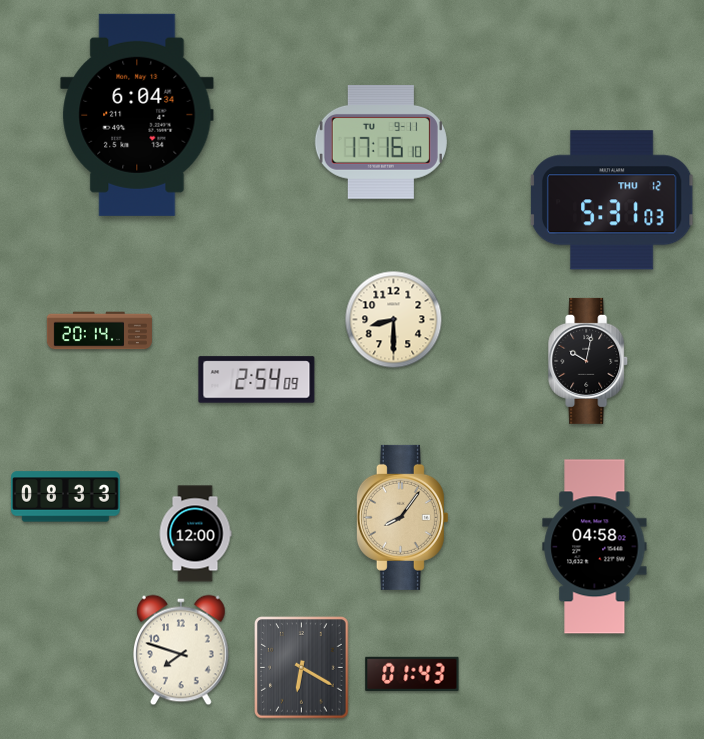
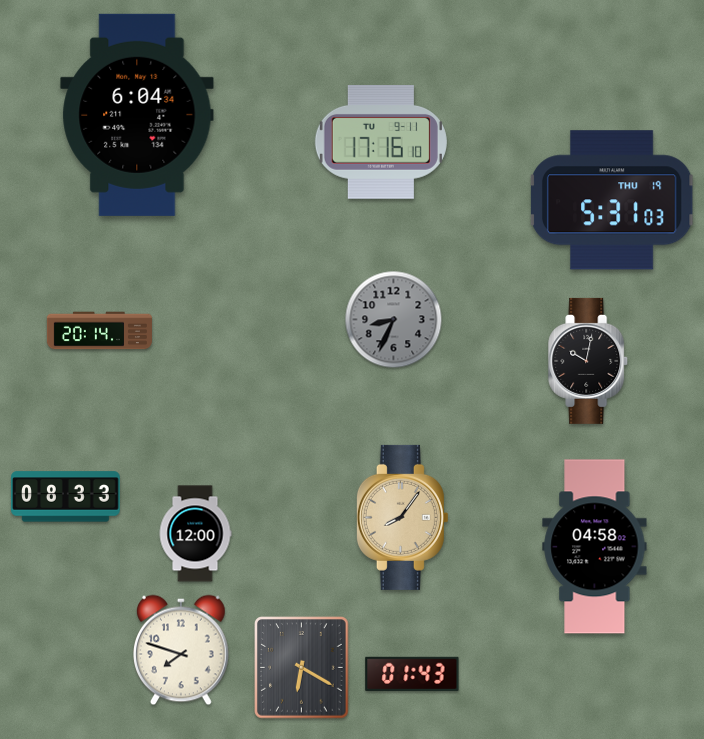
clock at (612, 200) date: THU 12 -> THU 19
clock at (394, 320): 8:30 -> 8:34
clock at (394, 320) dial: cream -> grey
clock at (257, 380): 2:54 -> none
